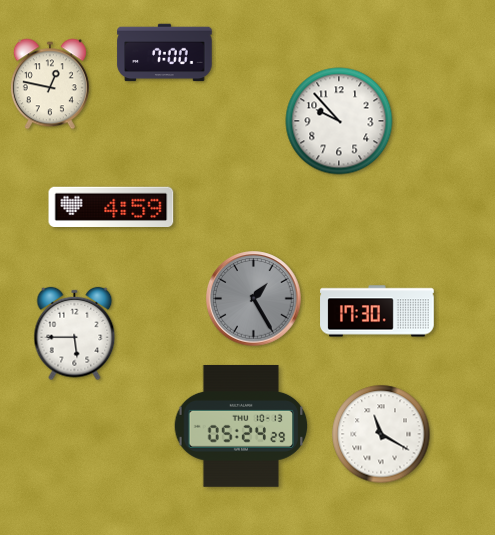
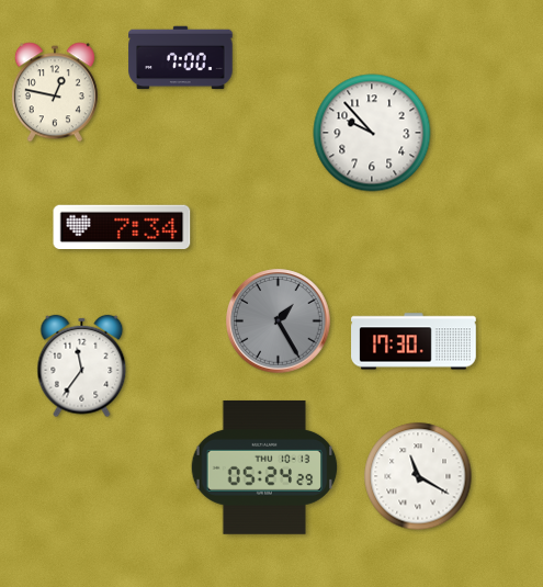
clock at (111, 206): 4:59 -> 7:34
clock at (254, 299) position: (254, 299) -> (279, 321)
clock at (75, 334): 5:45 -> 11:36
